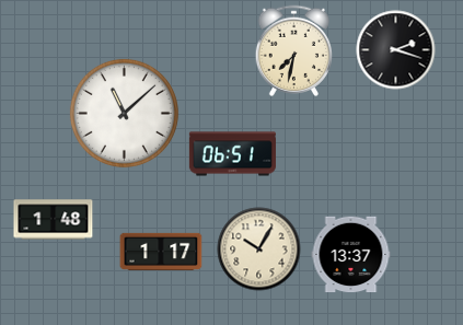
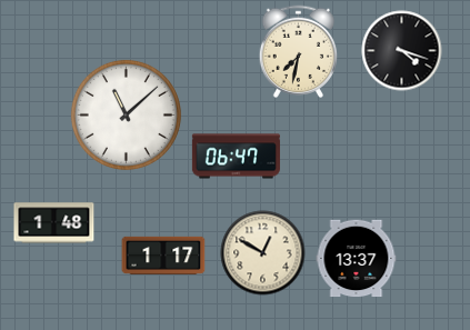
clock at (396, 50): 2:18 -> 4:18
clock at (232, 154): 06:51 -> 06:47
clock at (259, 249): 10:05 -> 12:50
